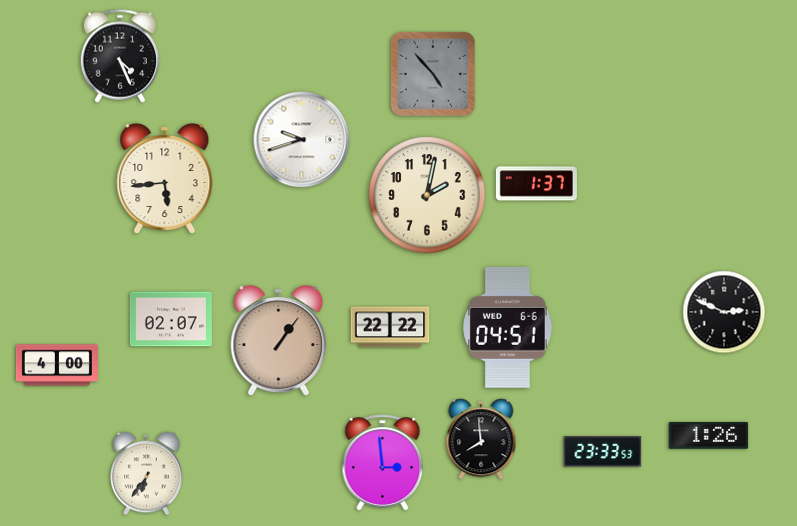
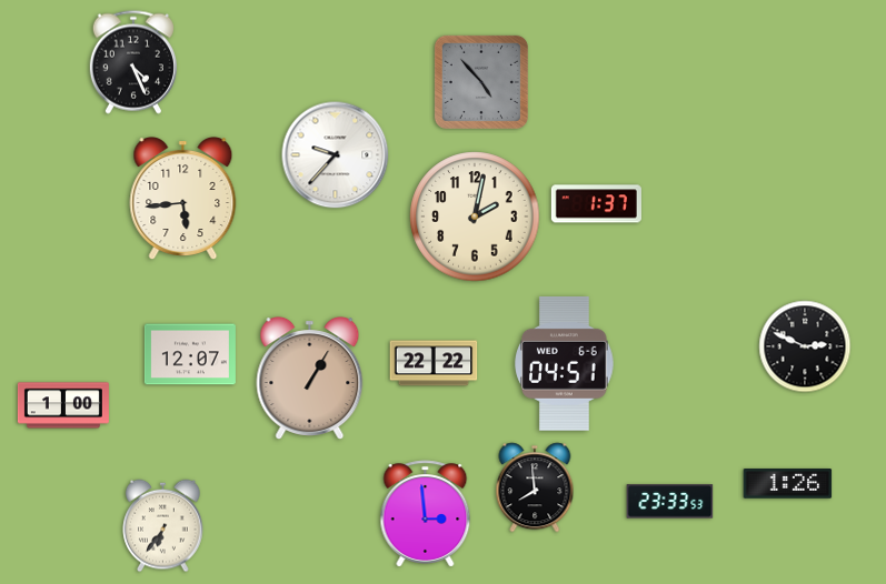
clock at (302, 140): 9:42 -> 9:37
clock at (171, 319): 02:07 -> 12:07
clock at (279, 341): 1:06 -> 1:05
clock at (57, 365): 4:00 -> 1:00
